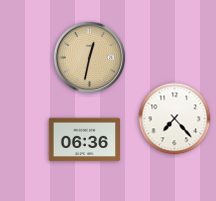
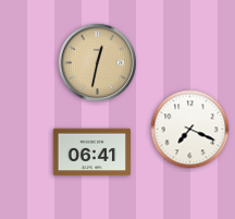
clock at (175, 119): 7:23 -> 7:19
clock at (85, 140): 06:36 -> 06:41
